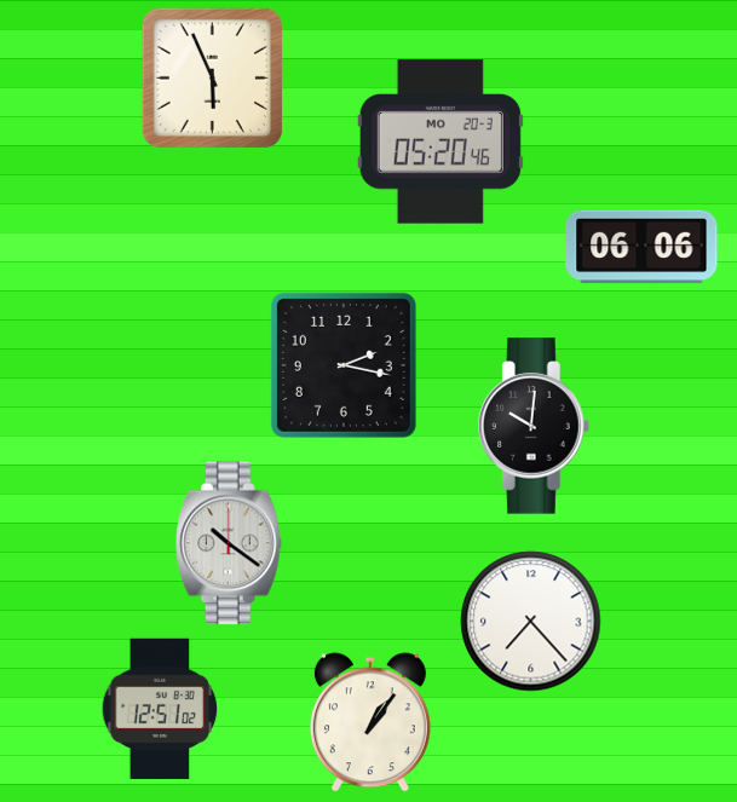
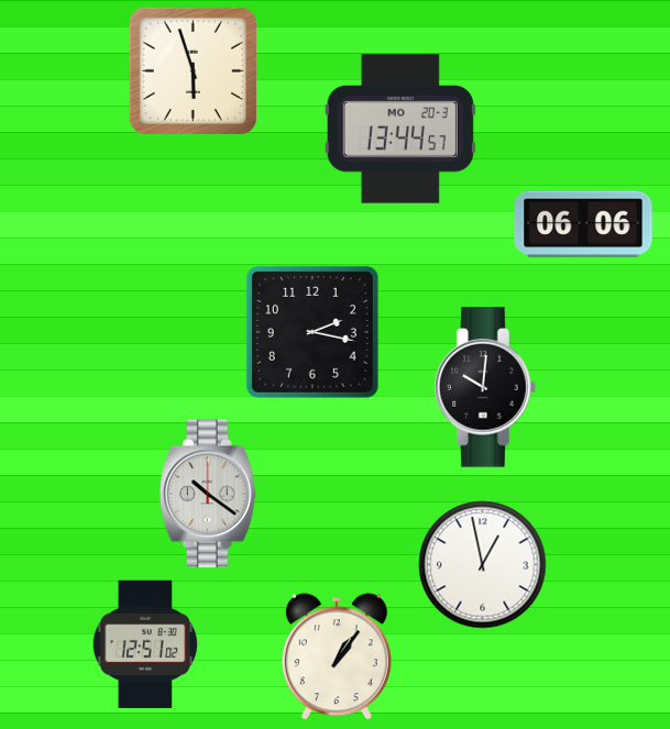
clock at (212, 77): 5:56 -> 5:57
clock at (441, 143): 05:20 -> 13:44
clock at (531, 622): 7:23 -> 12:58
